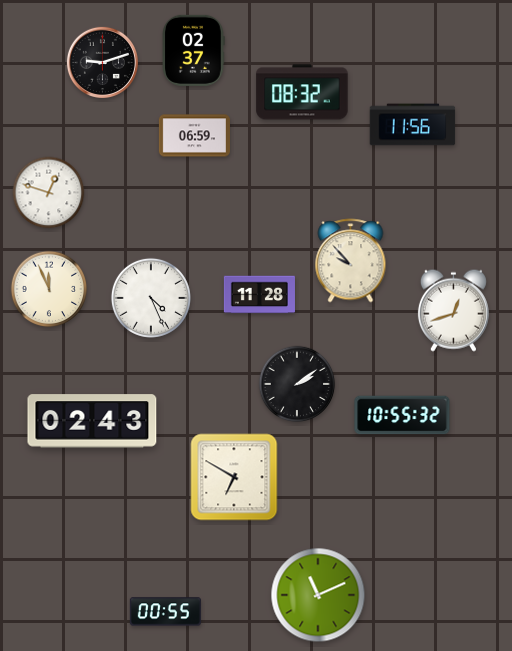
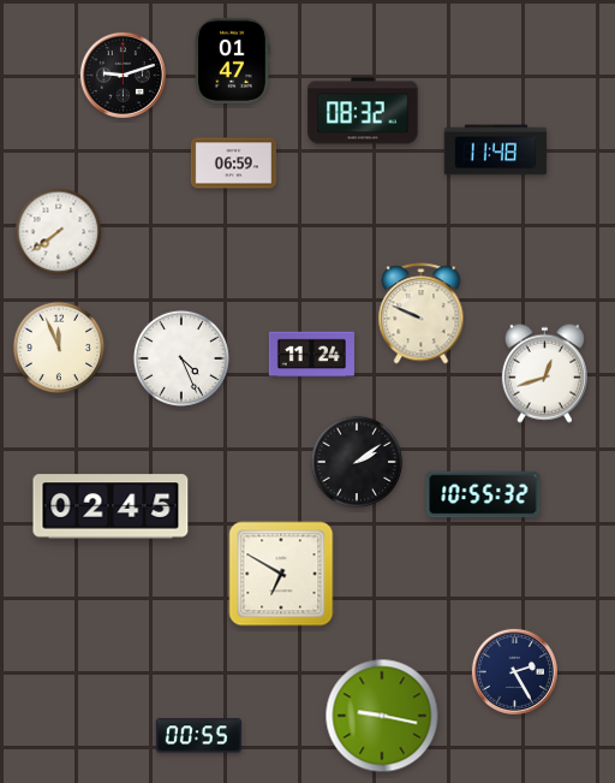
clock at (193, 50): 02:37 -> 01:47
clock at (413, 125): 11:56 -> 11:48
clock at (49, 193): 12:48 -> 7:39
clock at (351, 261): 9:53 -> 9:49
clock at (259, 295): 11:28 -> 11:24
clock at (402, 415) position: (402, 415) -> (483, 494)
clock at (92, 421): 02:43 -> 02:45
clock at (514, 671): none -> 2:25
clock at (318, 595): 11:11 -> 9:17
